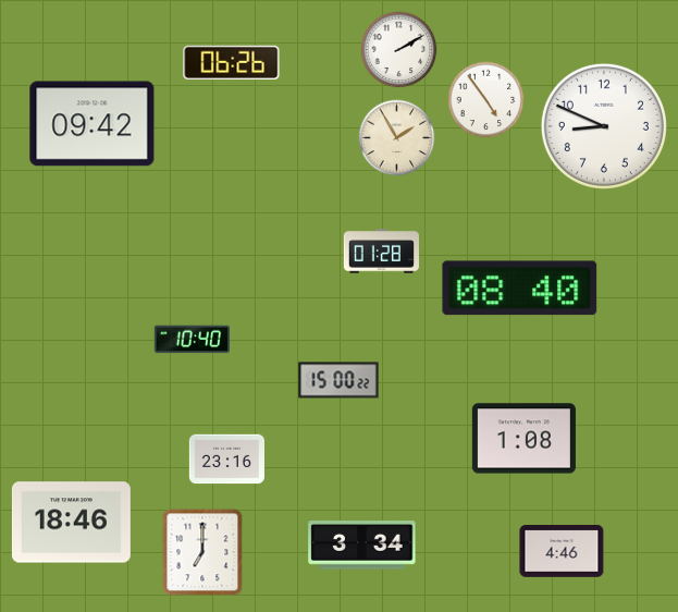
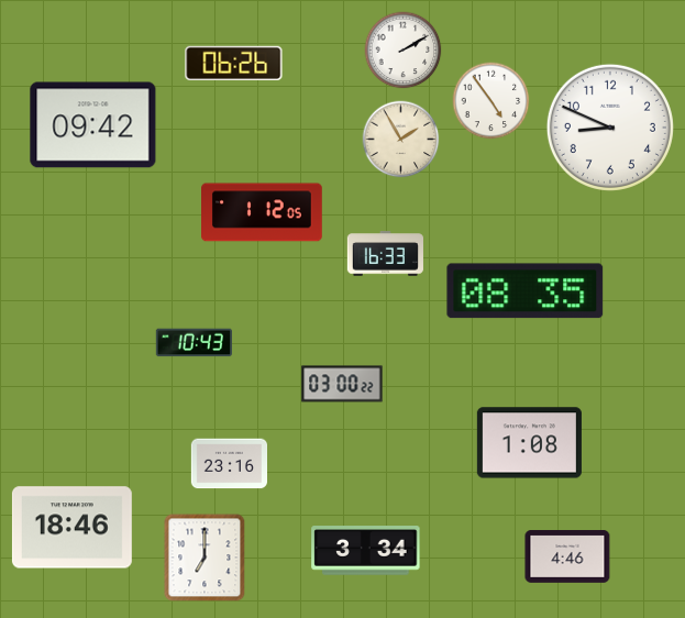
clock at (263, 212): none -> 1:12
clock at (381, 252): 01:28 -> 16:33
clock at (520, 289): 08:40 -> 08:35
clock at (192, 340): 10:40 -> 10:43
clock at (338, 380): 15:00 -> 03:00
